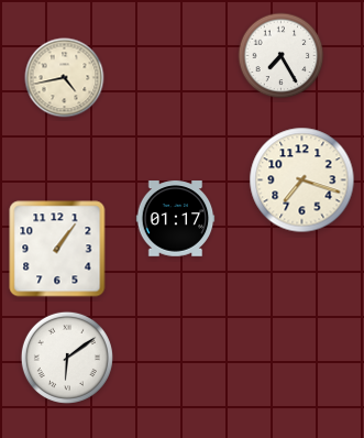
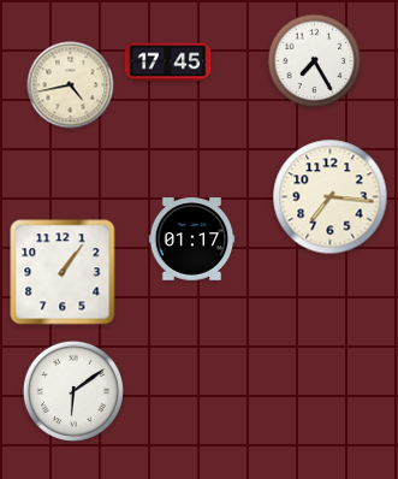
clock at (282, 56) position: (282, 56) -> (315, 61)
clock at (168, 63): none -> 17:45
clock at (302, 180): 7:18 -> 7:16
